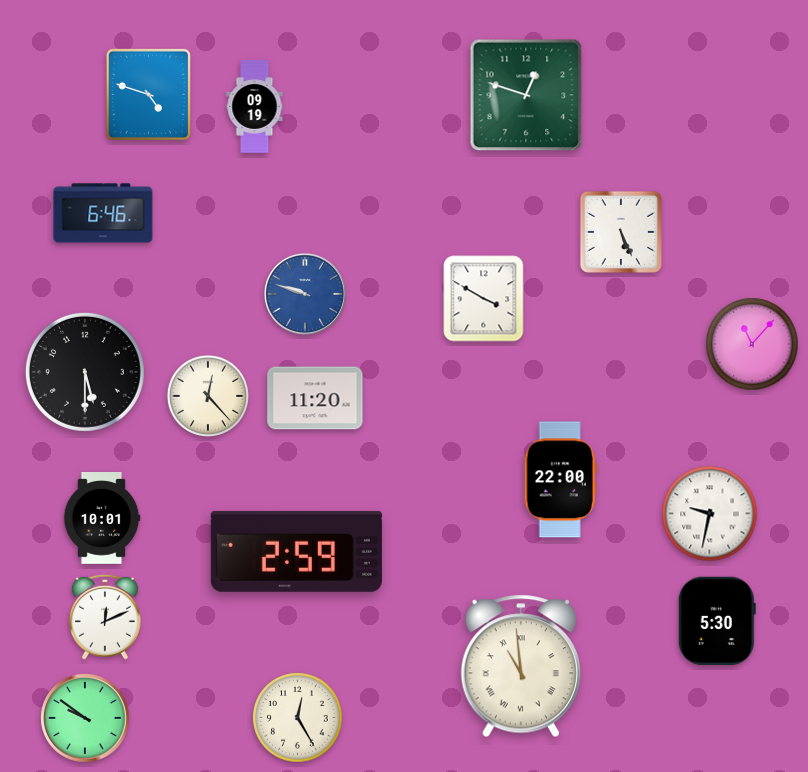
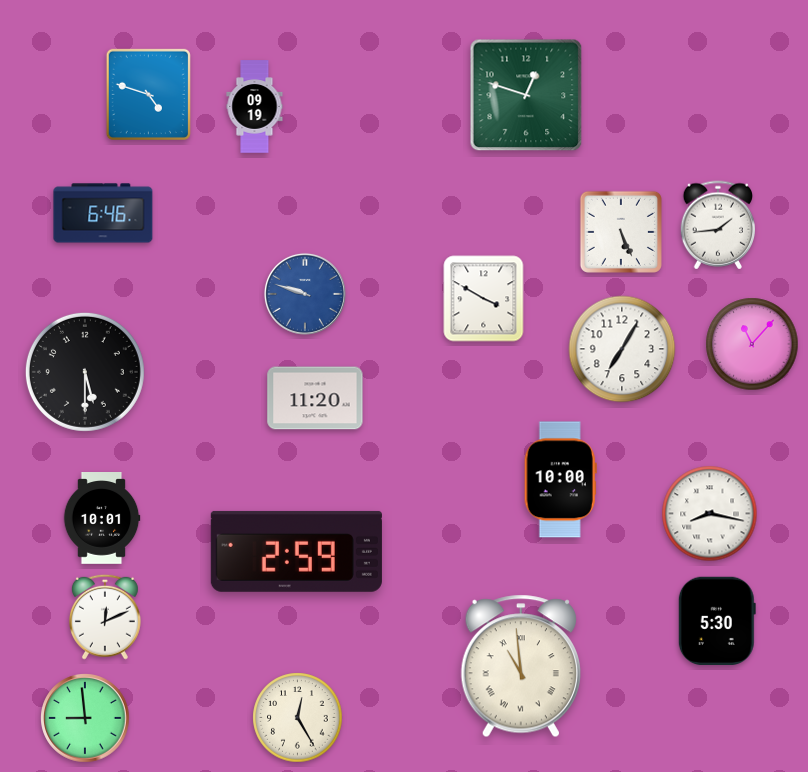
clock at (718, 225): none -> 1:44
clock at (622, 349): none -> 7:05
clock at (207, 395): 12:23 -> none
clock at (560, 480): 22:00 -> 10:00
clock at (710, 514): 9:32 -> 8:17
clock at (85, 718): 9:51 -> 8:59
